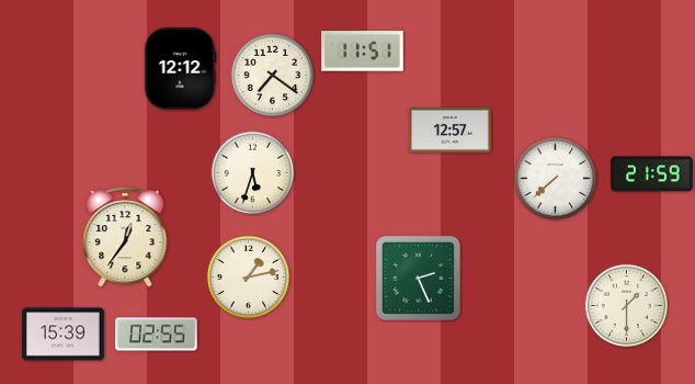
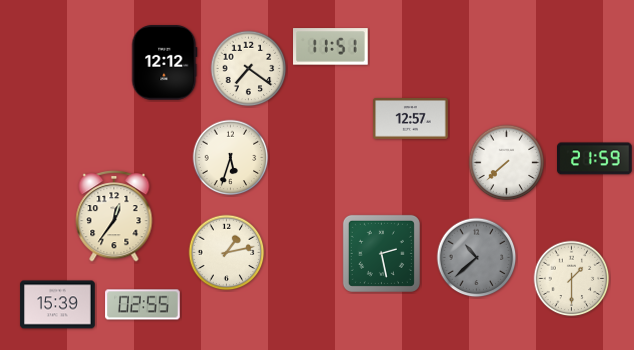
clock at (418, 278): 2:26 -> 2:28
clock at (477, 258): none -> 10:38
